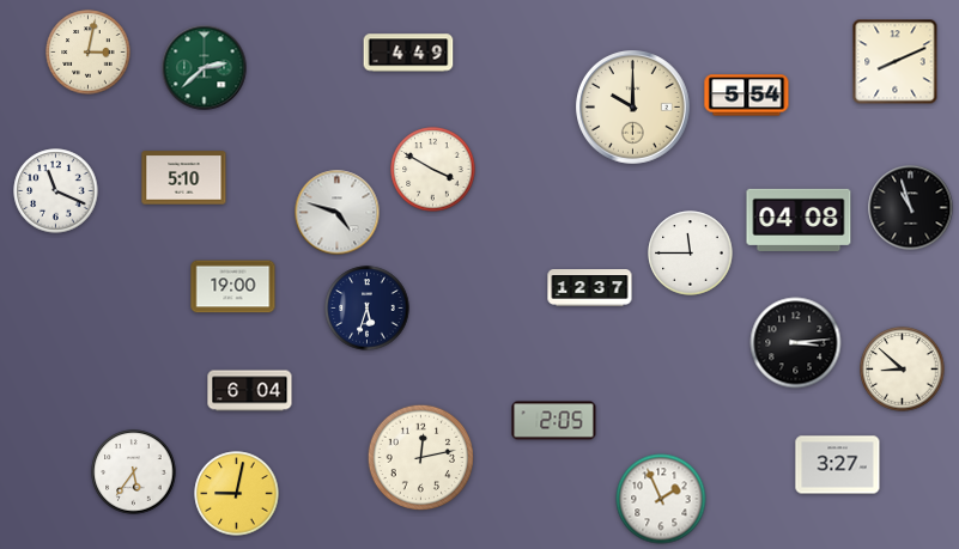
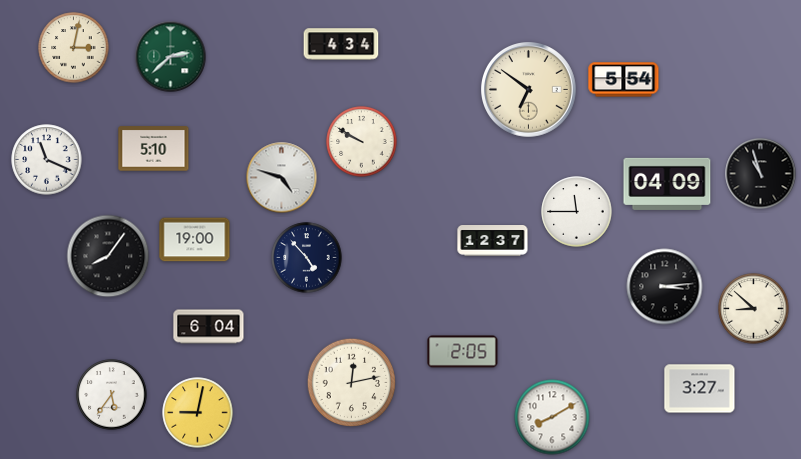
clock at (89, 53) position: (89, 53) -> (74, 48)
clock at (408, 53): 4:49 -> 4:34
clock at (896, 62): 8:11 -> none
clock at (633, 108): 10:00 -> 6:51
clock at (433, 170): 3:50 -> 9:50
clock at (799, 220): 04:08 -> 04:09
clock at (108, 256): none -> 8:06
clock at (368, 309): 5:33 -> 4:53
clock at (661, 499): 1:56 -> 8:10
